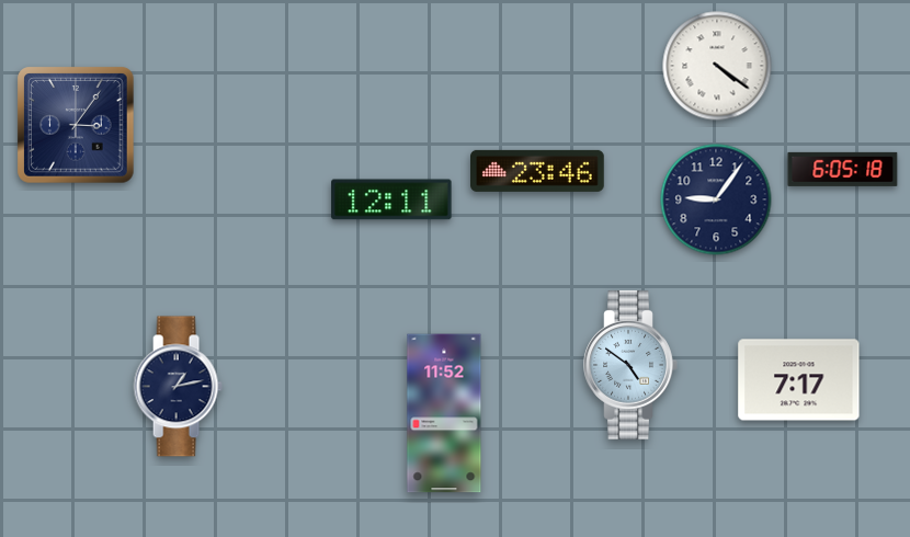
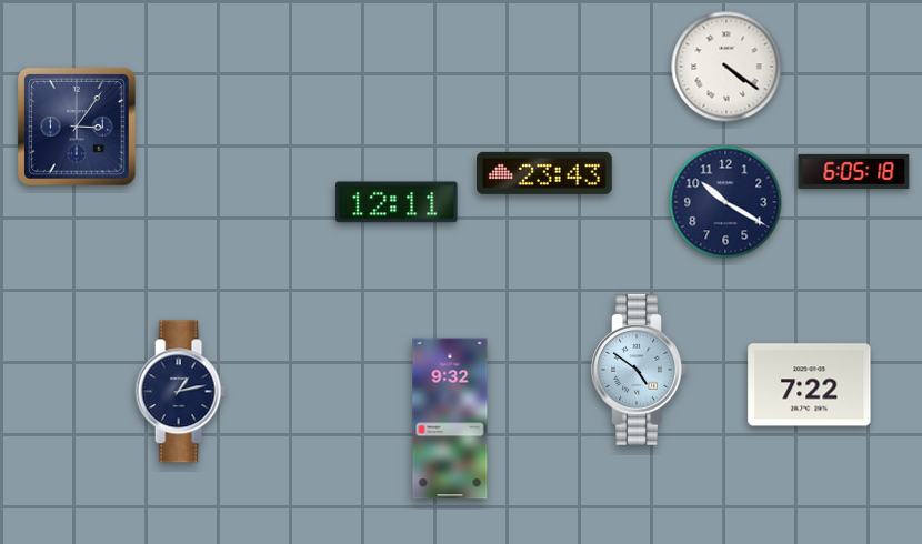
clock at (538, 171): 23:46 -> 23:43
clock at (716, 199): 9:06 -> 10:20
clock at (799, 380): 7:17 -> 7:22
clock at (444, 413): 11:52 -> 9:32
